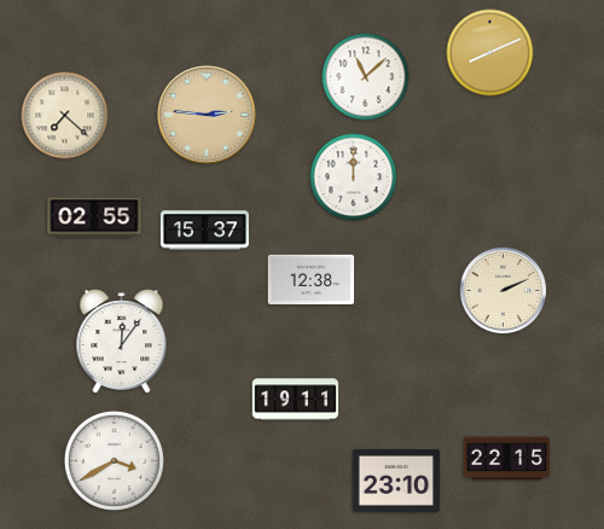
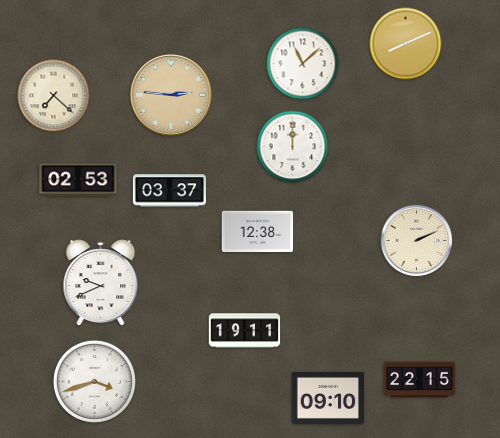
clock at (94, 217): 02:55 -> 02:53
clock at (204, 231): 15:37 -> 03:37
clock at (122, 342): 12:06 -> 9:41
clock at (114, 460): 3:40 -> 3:42
clock at (395, 481): 23:10 -> 09:10
